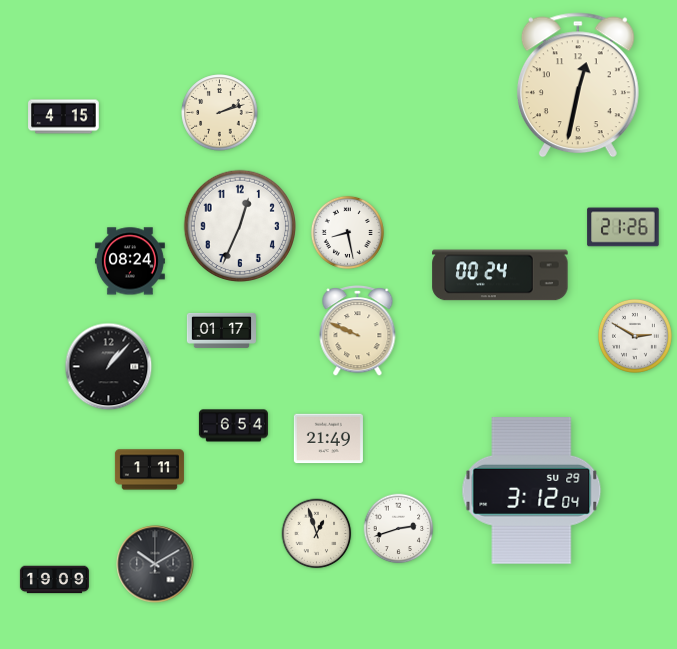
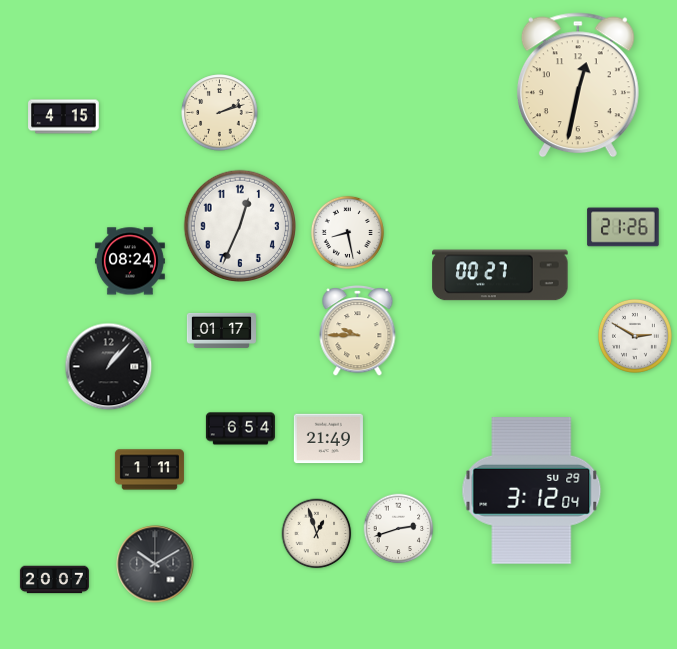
clock at (500, 275): 00:24 -> 00:27
clock at (358, 331): 9:49 -> 9:45
clock at (233, 426) position: (233, 426) -> (240, 429)
clock at (54, 580): 19:09 -> 20:07
